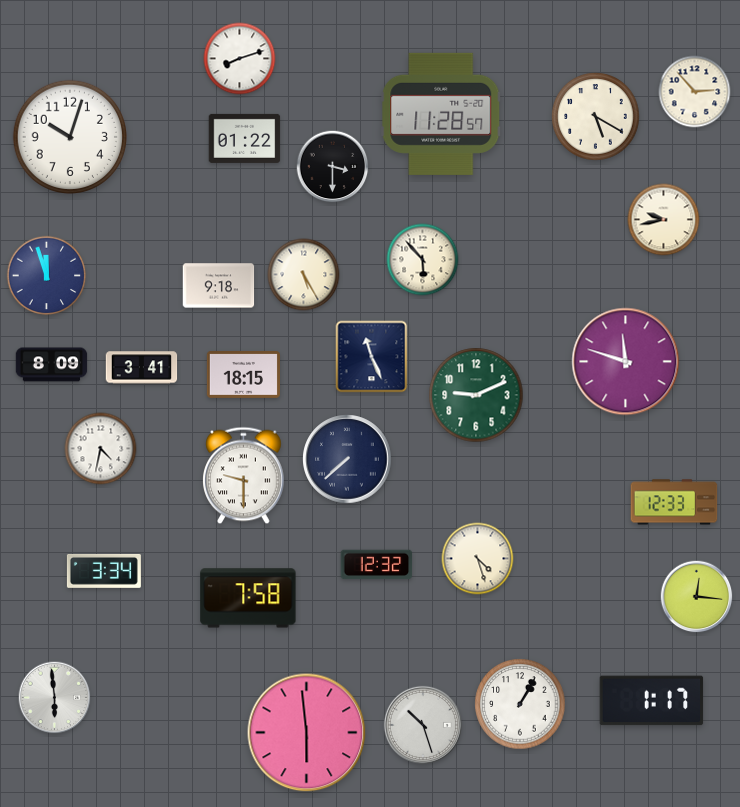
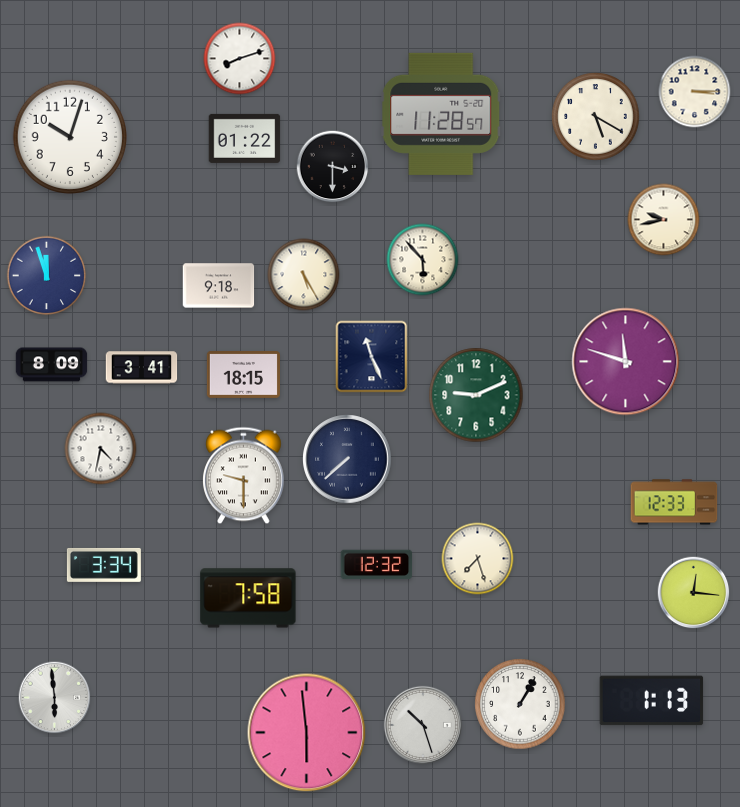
clock at (695, 92): 2:53 -> 3:15
clock at (478, 559): 4:27 -> 7:27
clock at (104, 571) position: (104, 571) -> (104, 565)
clock at (697, 597) position: (697, 597) -> (694, 593)
clock at (652, 701): 1:17 -> 1:13
